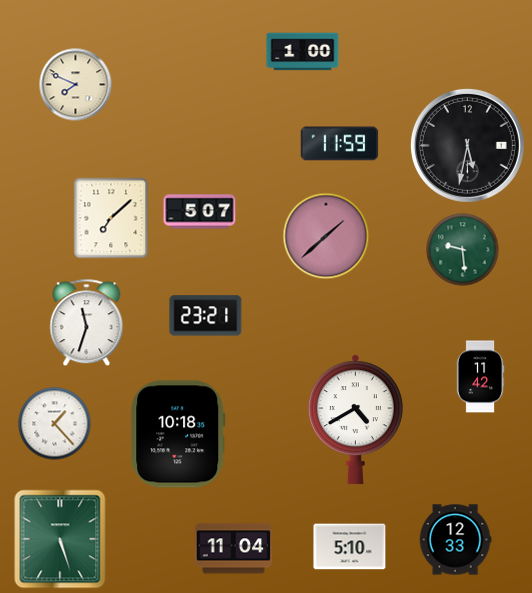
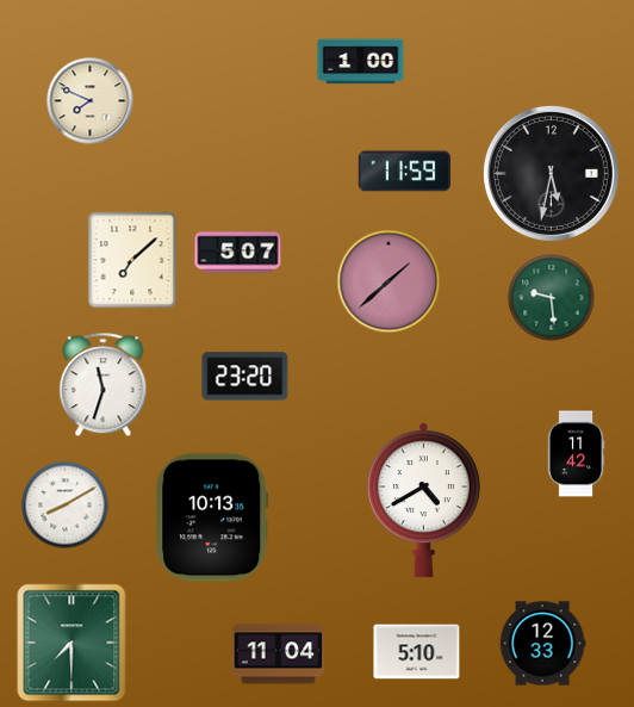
clock at (467, 145) position: (467, 145) -> (551, 173)
clock at (206, 316): 23:21 -> 23:20
clock at (480, 377) position: (480, 377) -> (576, 454)
clock at (55, 424): 1:23 -> 8:10
clock at (178, 434): 10:18 -> 10:13
clock at (60, 539): 5:27 -> 7:30
